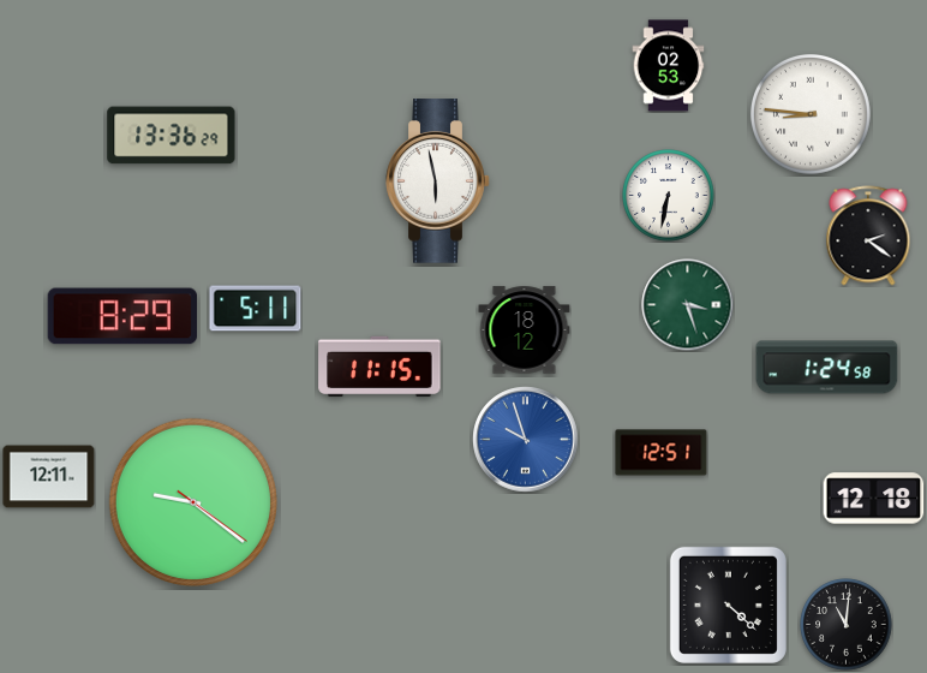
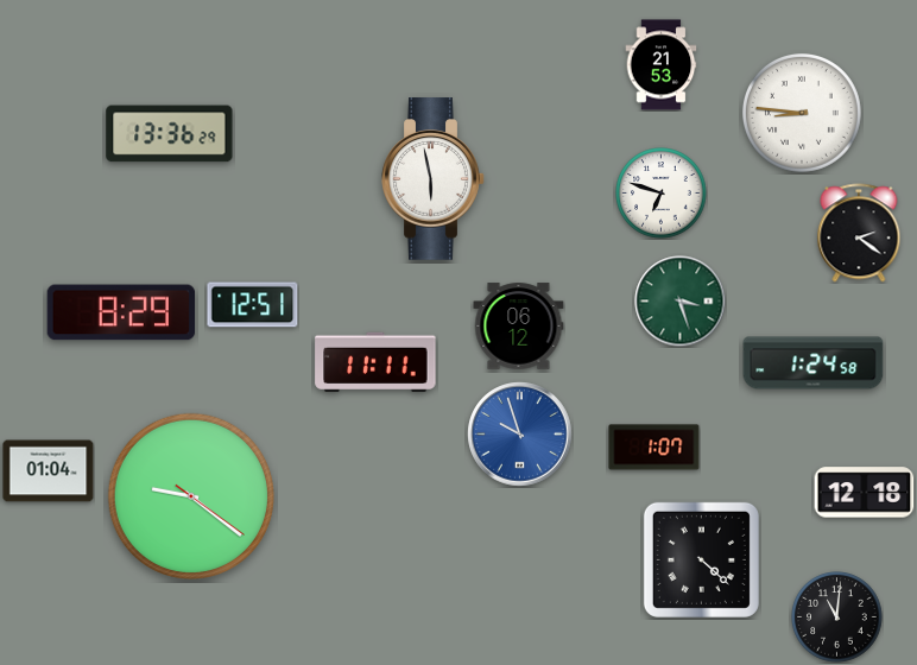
clock at (669, 66): 02:53 -> 21:53
clock at (669, 196): 6:32 -> 6:48
clock at (256, 309): 5:11 -> 12:51
clock at (525, 330): 18:12 -> 06:12
clock at (379, 367): 11:15 -> 11:11
clock at (827, 368) position: (827, 368) -> (814, 363)
clock at (662, 453): 12:51 -> 1:07
clock at (49, 477): 12:11 -> 01:04
clock at (728, 604) position: (728, 604) -> (701, 559)
